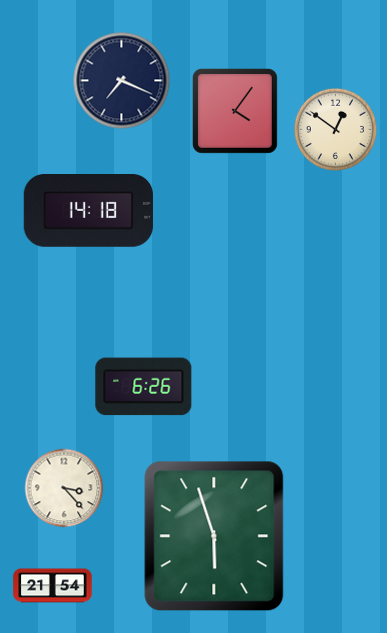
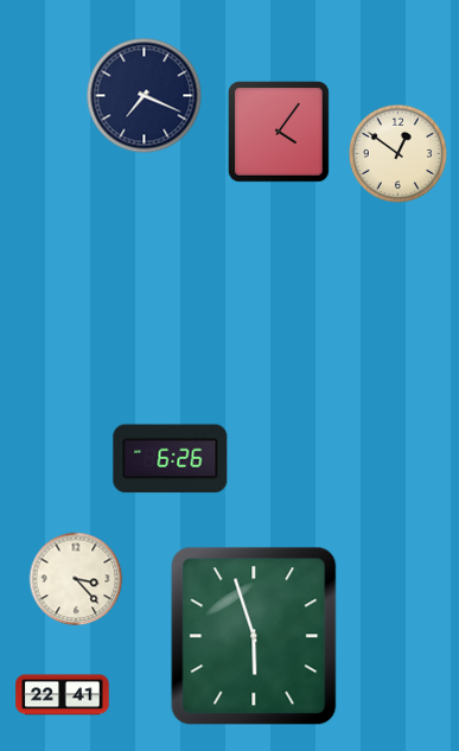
clock at (88, 211): 14:18 -> none
clock at (53, 586): 21:54 -> 22:41
